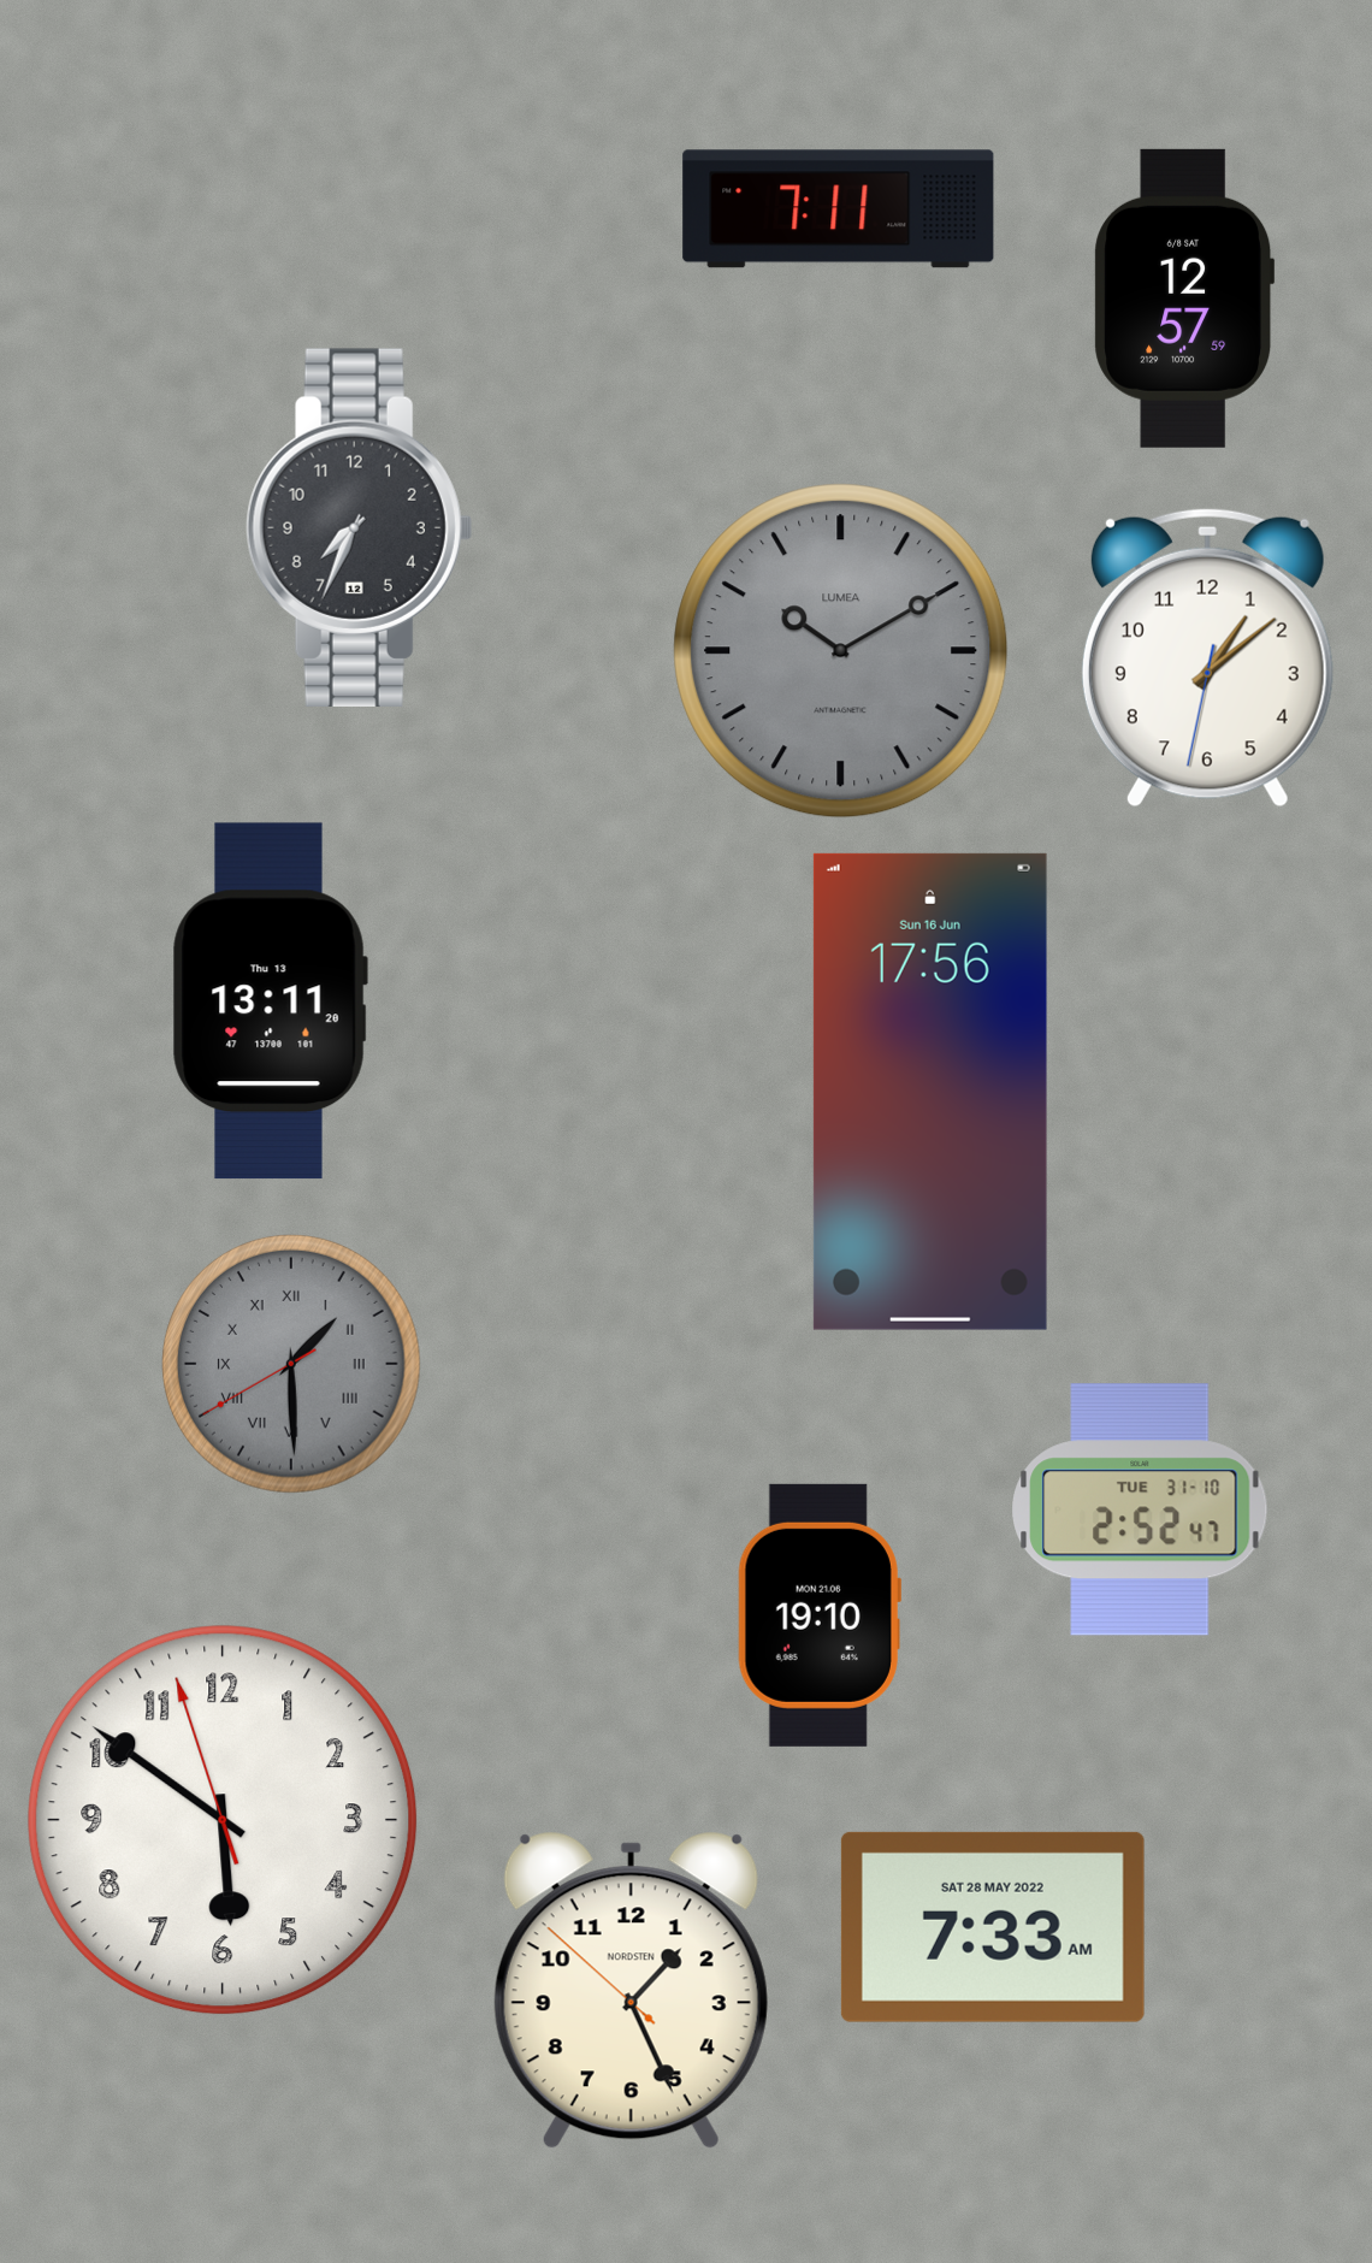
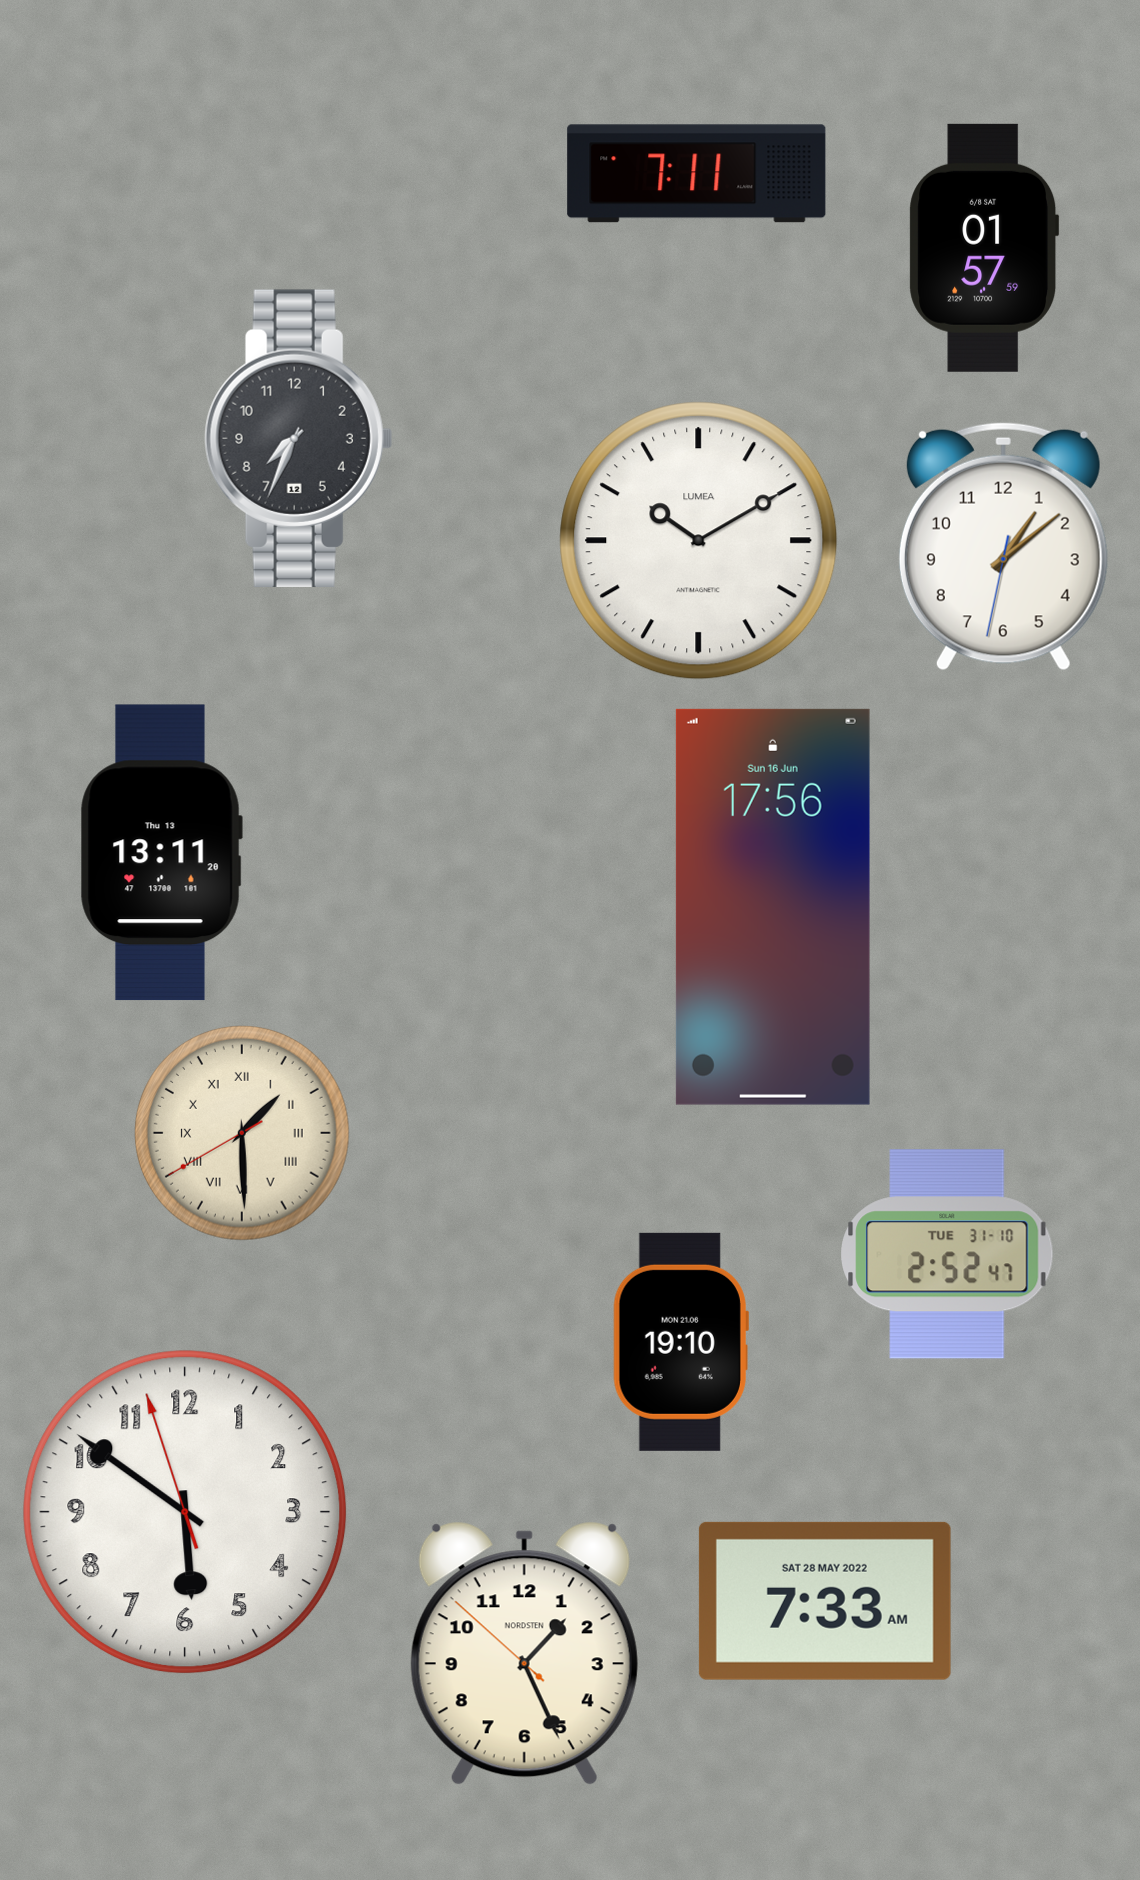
clock at (1184, 299): 12:57 -> 01:57
clock at (841, 651) dial: grey -> white
clock at (270, 1001) position: (270, 1001) -> (161, 853)
clock at (292, 1365) dial: grey -> cream
